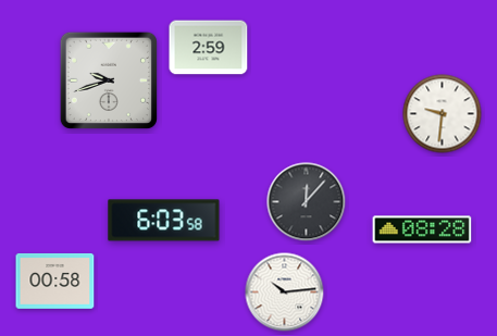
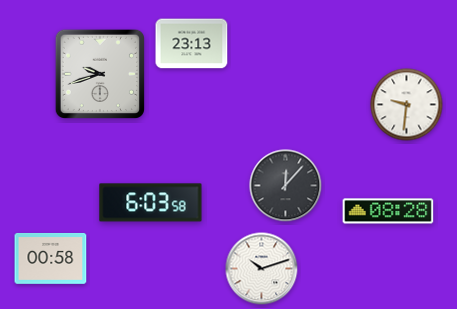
clock at (209, 48): 2:59 -> 23:13
clock at (307, 202) position: (307, 202) -> (286, 186)
clock at (285, 293): 10:14 -> 10:12
